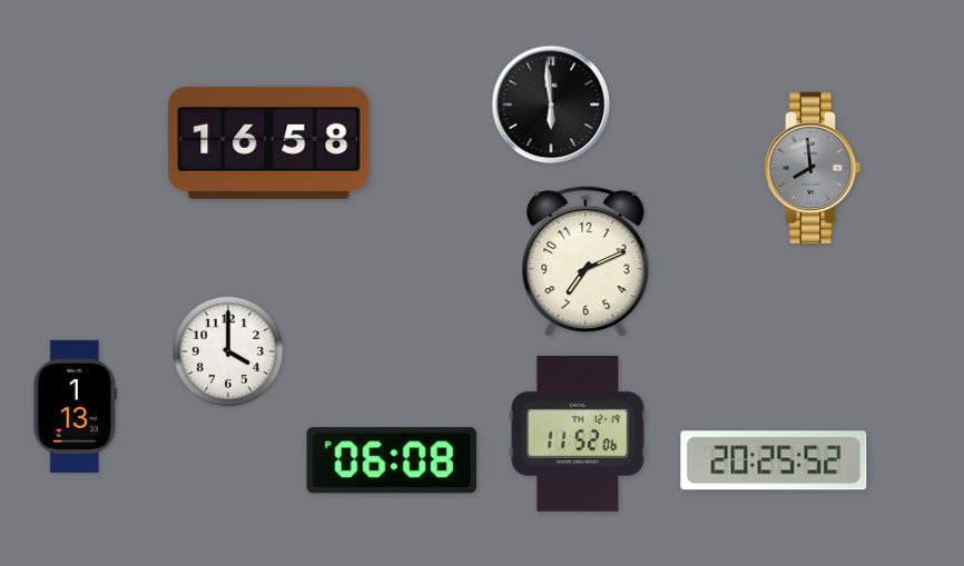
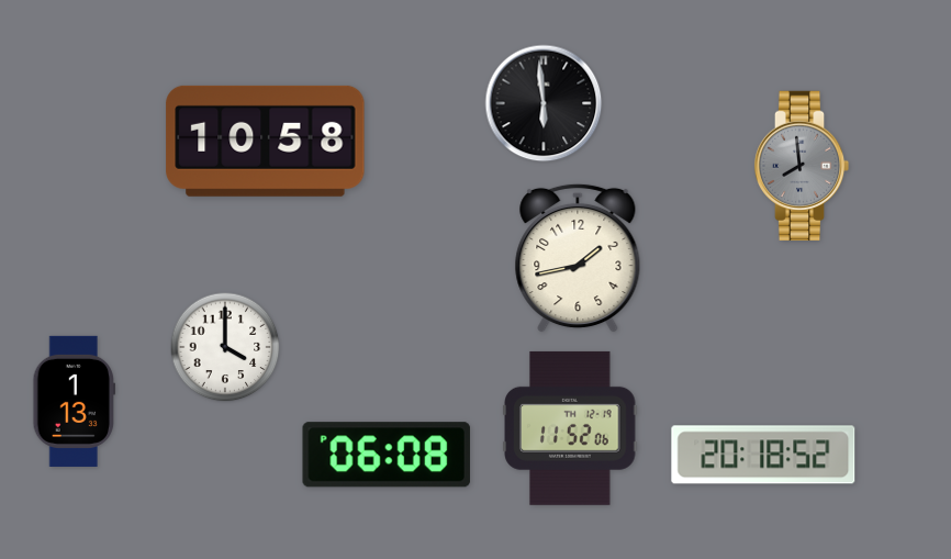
clock at (269, 142): 16:58 -> 10:58
clock at (586, 261): 7:11 -> 1:43
clock at (774, 460): 20:25 -> 20:18
